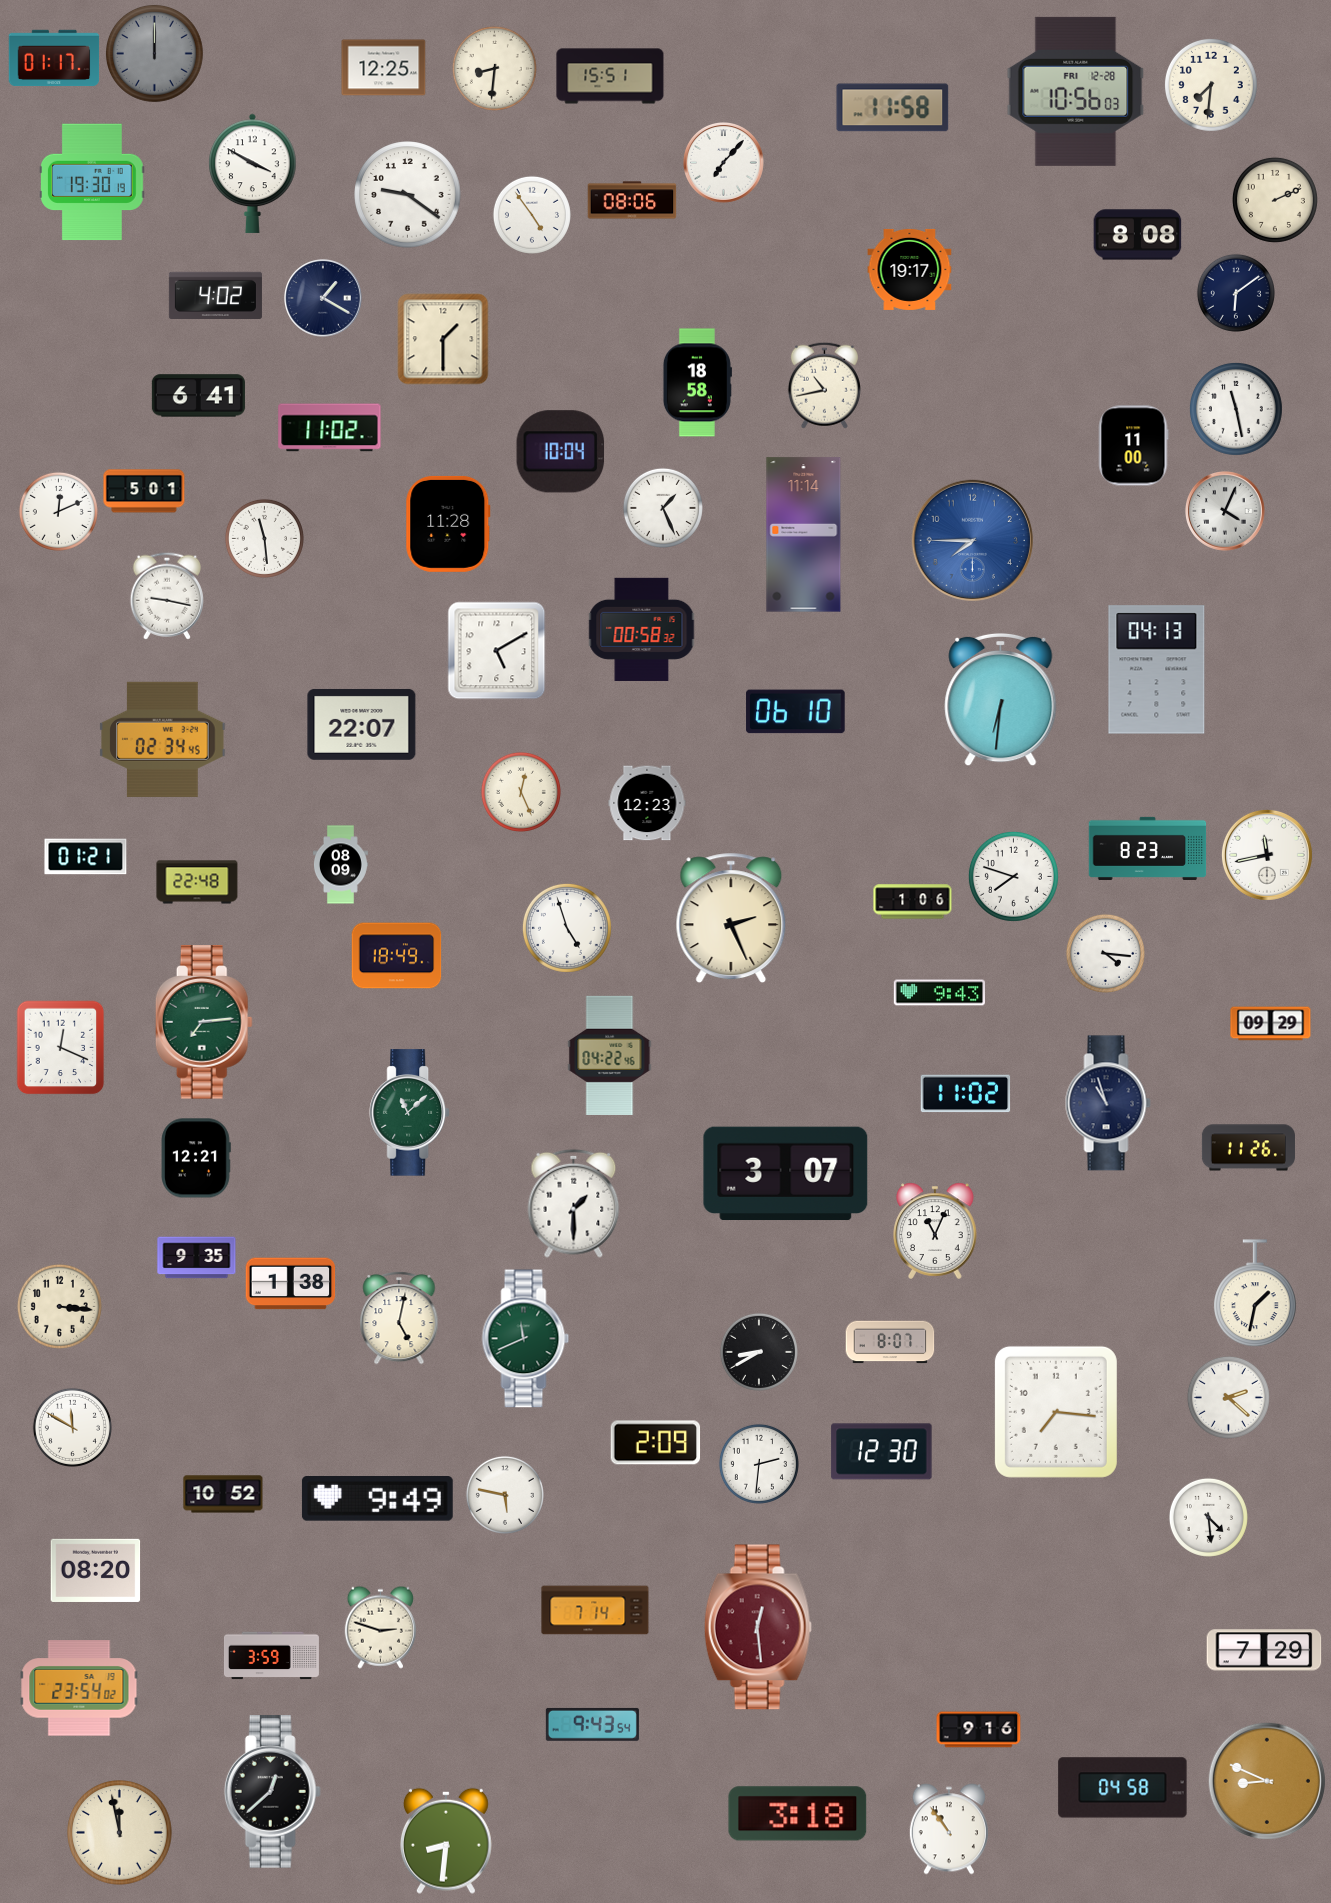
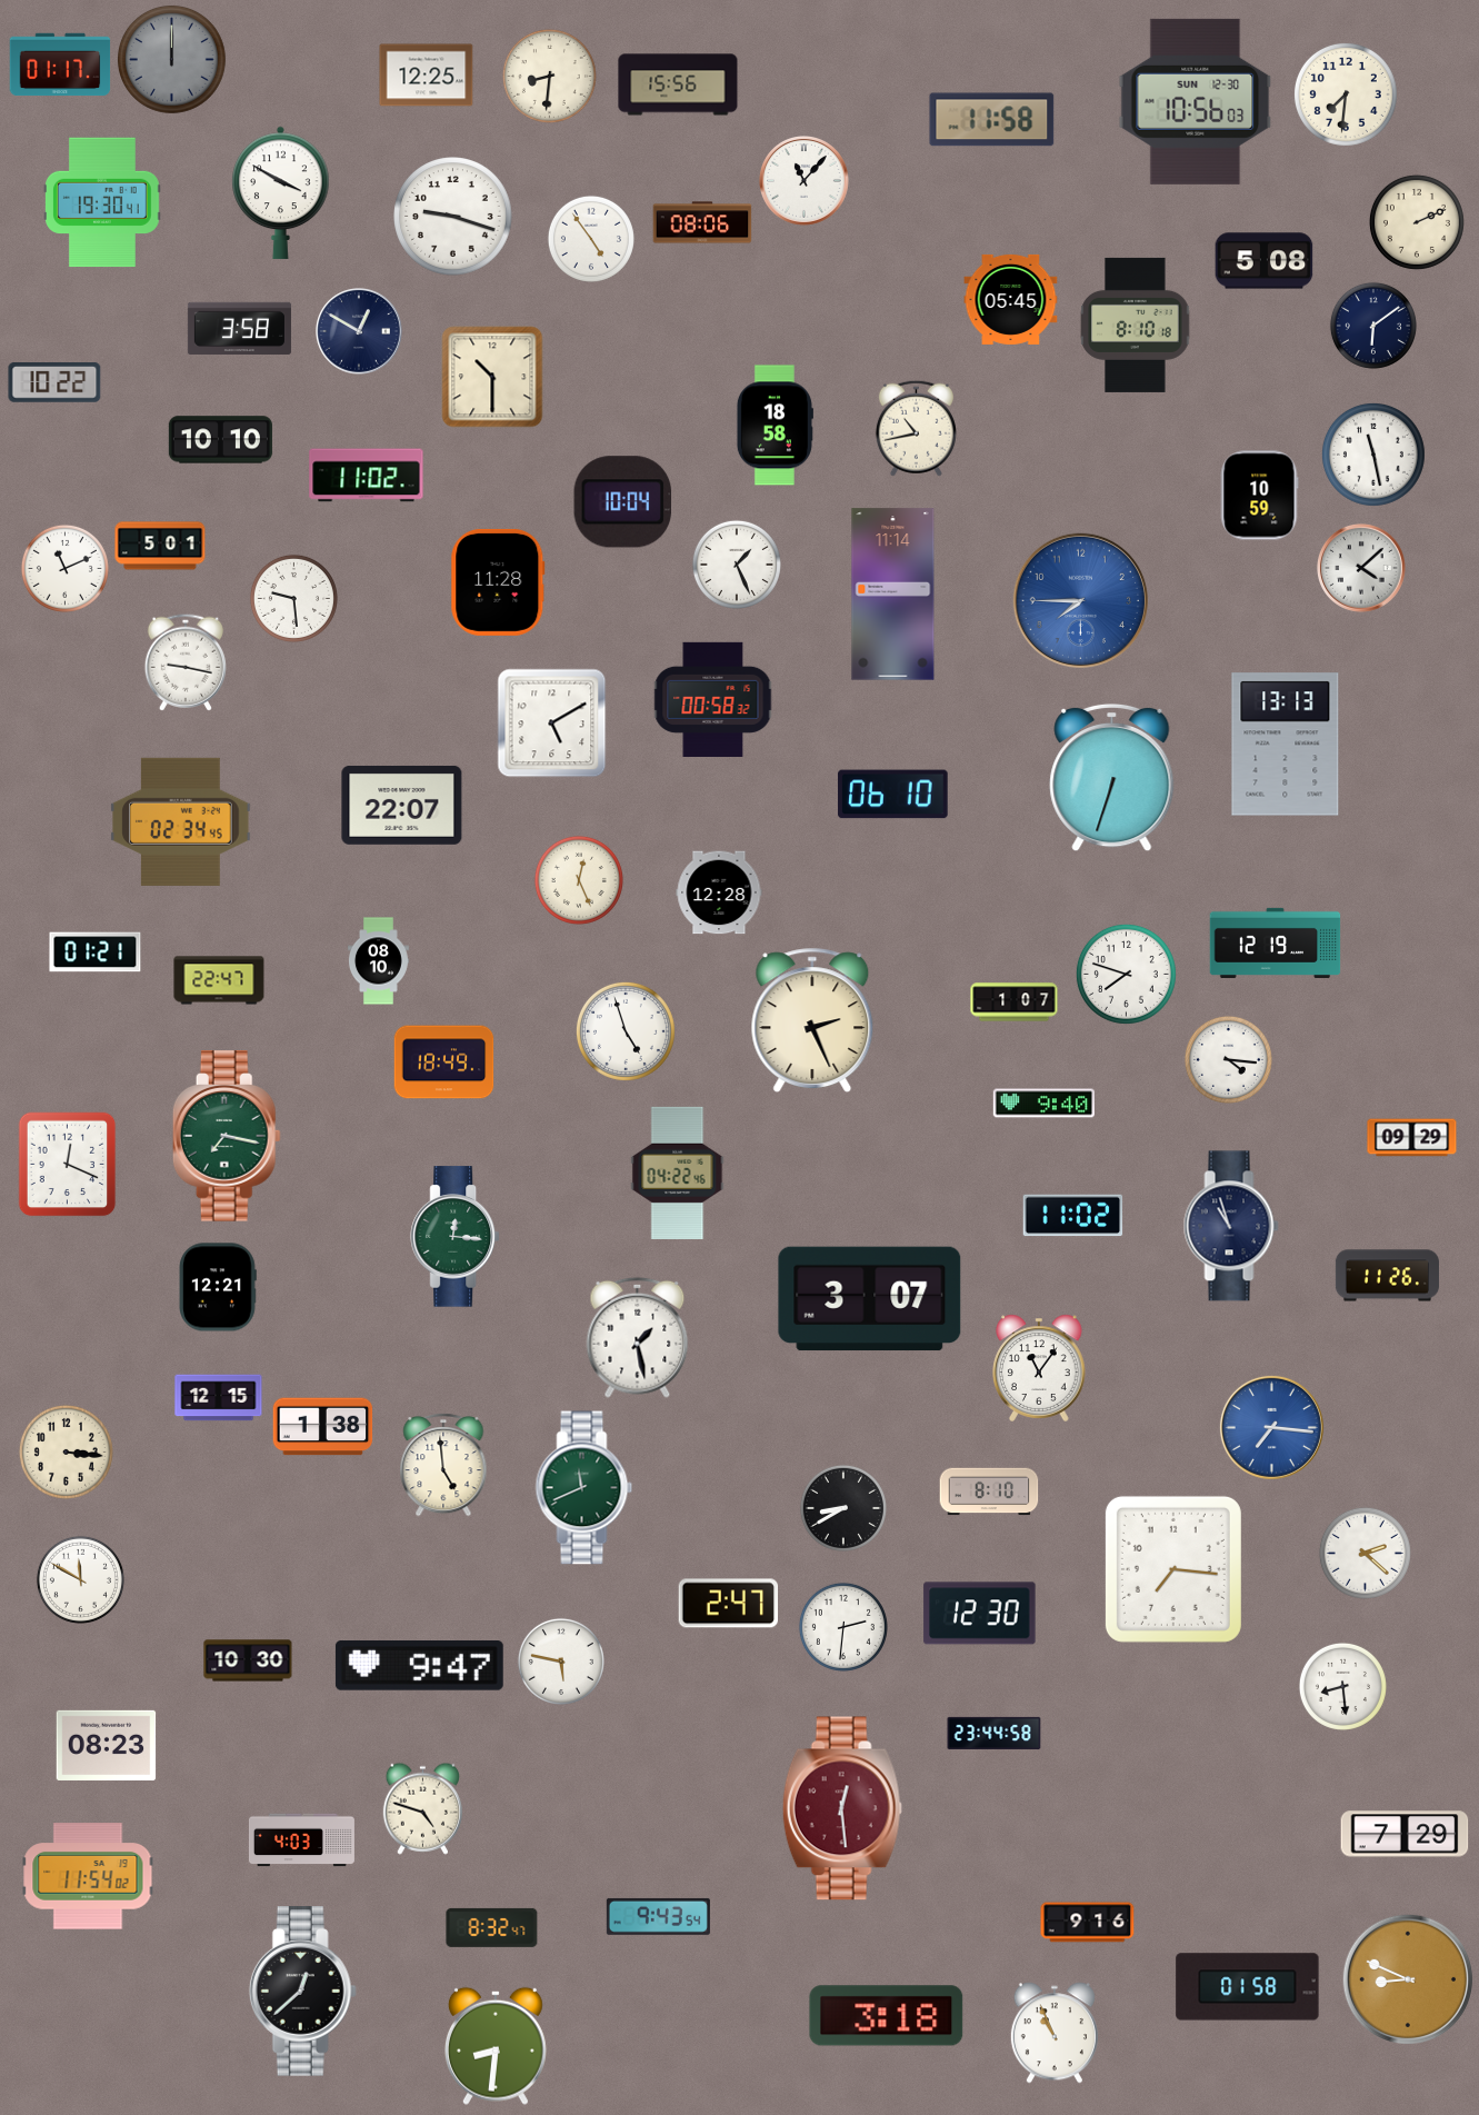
clock at (610, 76): 15:51 -> 15:56
clock at (1076, 91) date: FRI 12-28 -> SUN 12-30
clock at (724, 163): 7:07 -> 11:07
clock at (93, 182): 19:30:19 -> 19:30:41
clock at (408, 195): 9:21 -> 9:18
clock at (1138, 235): 8:08 -> 5:08
clock at (910, 269): 19:17 -> 05:45
clock at (1136, 325): none -> 8:10
clock at (215, 295): 4:02 -> 3:58
clock at (324, 299): 1:20 -> 12:50
clock at (443, 339): 1:30 -> 10:30
clock at (54, 383): none -> 10:22
clock at (198, 396): 6:41 -> 10:10
clock at (1133, 446): 11:00 -> 10:59
clock at (58, 511): 12:11 -> 11:11
clock at (1226, 512): 4:04 -> 4:08
clock at (264, 538): 11:29 -> 9:29
clock at (1157, 670): 04:13 -> 13:13
clock at (1001, 700): 6:31 -> 6:33
clock at (796, 712) position: (796, 712) -> (893, 795)
clock at (647, 803): 12:23 -> 12:28
clock at (1148, 848): 8:23 -> 12:19
clock at (1267, 855): 11:43 -> none
clock at (340, 865): 08:09 -> 08:10
clock at (197, 882): 22:48 -> 22:47
clock at (913, 902): 1:06 -> 1:07
clock at (567, 928) position: (567, 928) -> (626, 1031)
clock at (397, 956) position: (397, 956) -> (444, 1063)
clock at (940, 993): 9:43 -> 9:40
clock at (204, 1022): 7:14 -> 7:17
clock at (409, 1113): 11:08 -> 12:16
clock at (786, 1174) position: (786, 1174) -> (870, 1299)
clock at (574, 1203): 1:30 -> 1:28
clock at (935, 1231): 11:04 -> 11:06
clock at (197, 1258): 9:35 -> 12:15
clock at (1271, 1427): none -> 7:16
clock at (1256, 1294): 1:32 -> none
clock at (399, 1318): 5:02 -> 4:59
clock at (890, 1342): 8:07 -> 8:10
clock at (759, 1352) position: (759, 1352) -> (843, 1508)
clock at (72, 1427) position: (72, 1427) -> (80, 1579)
clock at (656, 1443): 2:09 -> 2:47
clock at (223, 1494): 10:52 -> 10:30
clock at (377, 1499): 9:49 -> 9:47
clock at (1208, 1517): 4:29 -> 8:29
clock at (995, 1733): none -> 23:44
clock at (96, 1570): 08:20 -> 08:23
clock at (595, 1610): 7:14 -> none
clock at (380, 1627): 2:48 -> 4:48
clock at (271, 1656): 3:59 -> 4:03
clock at (79, 1688): 23:54 -> 11:54
clock at (492, 1927): none -> 8:32
clock at (1123, 1788): 04:58 -> 01:58
clock at (949, 1829): 10:54 -> 10:56
clock at (120, 1833): 11:58 -> none
